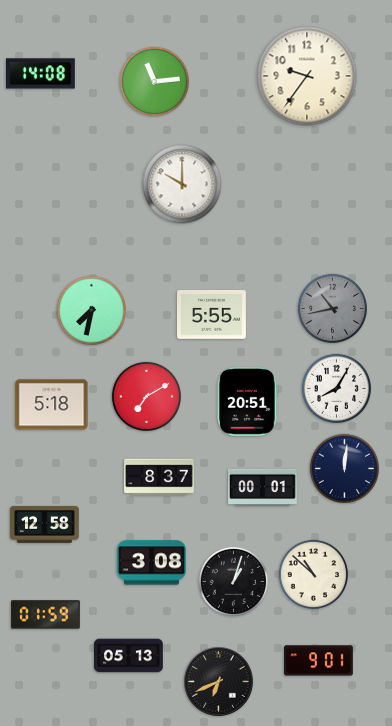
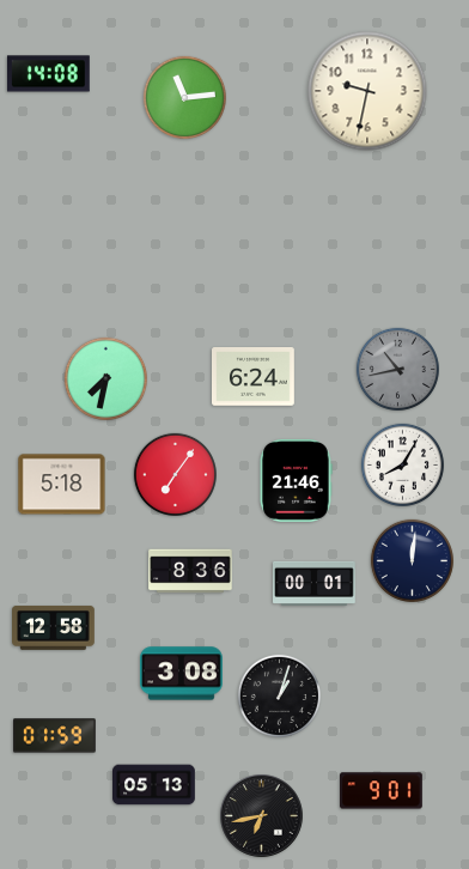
clock at (40, 74) position: (40, 74) -> (48, 74)
clock at (307, 76): 9:36 -> 9:32
clock at (182, 184): 10:00 -> none
clock at (91, 310) position: (91, 310) -> (105, 378)
clock at (212, 315): 5:55 -> 6:24
clock at (146, 396): 7:10 -> 7:06
clock at (247, 402): 20:51 -> 21:46
clock at (159, 477): 8:37 -> 8:36
clock at (313, 574): 10:52 -> none
clock at (219, 682): 6:41 -> 6:43
